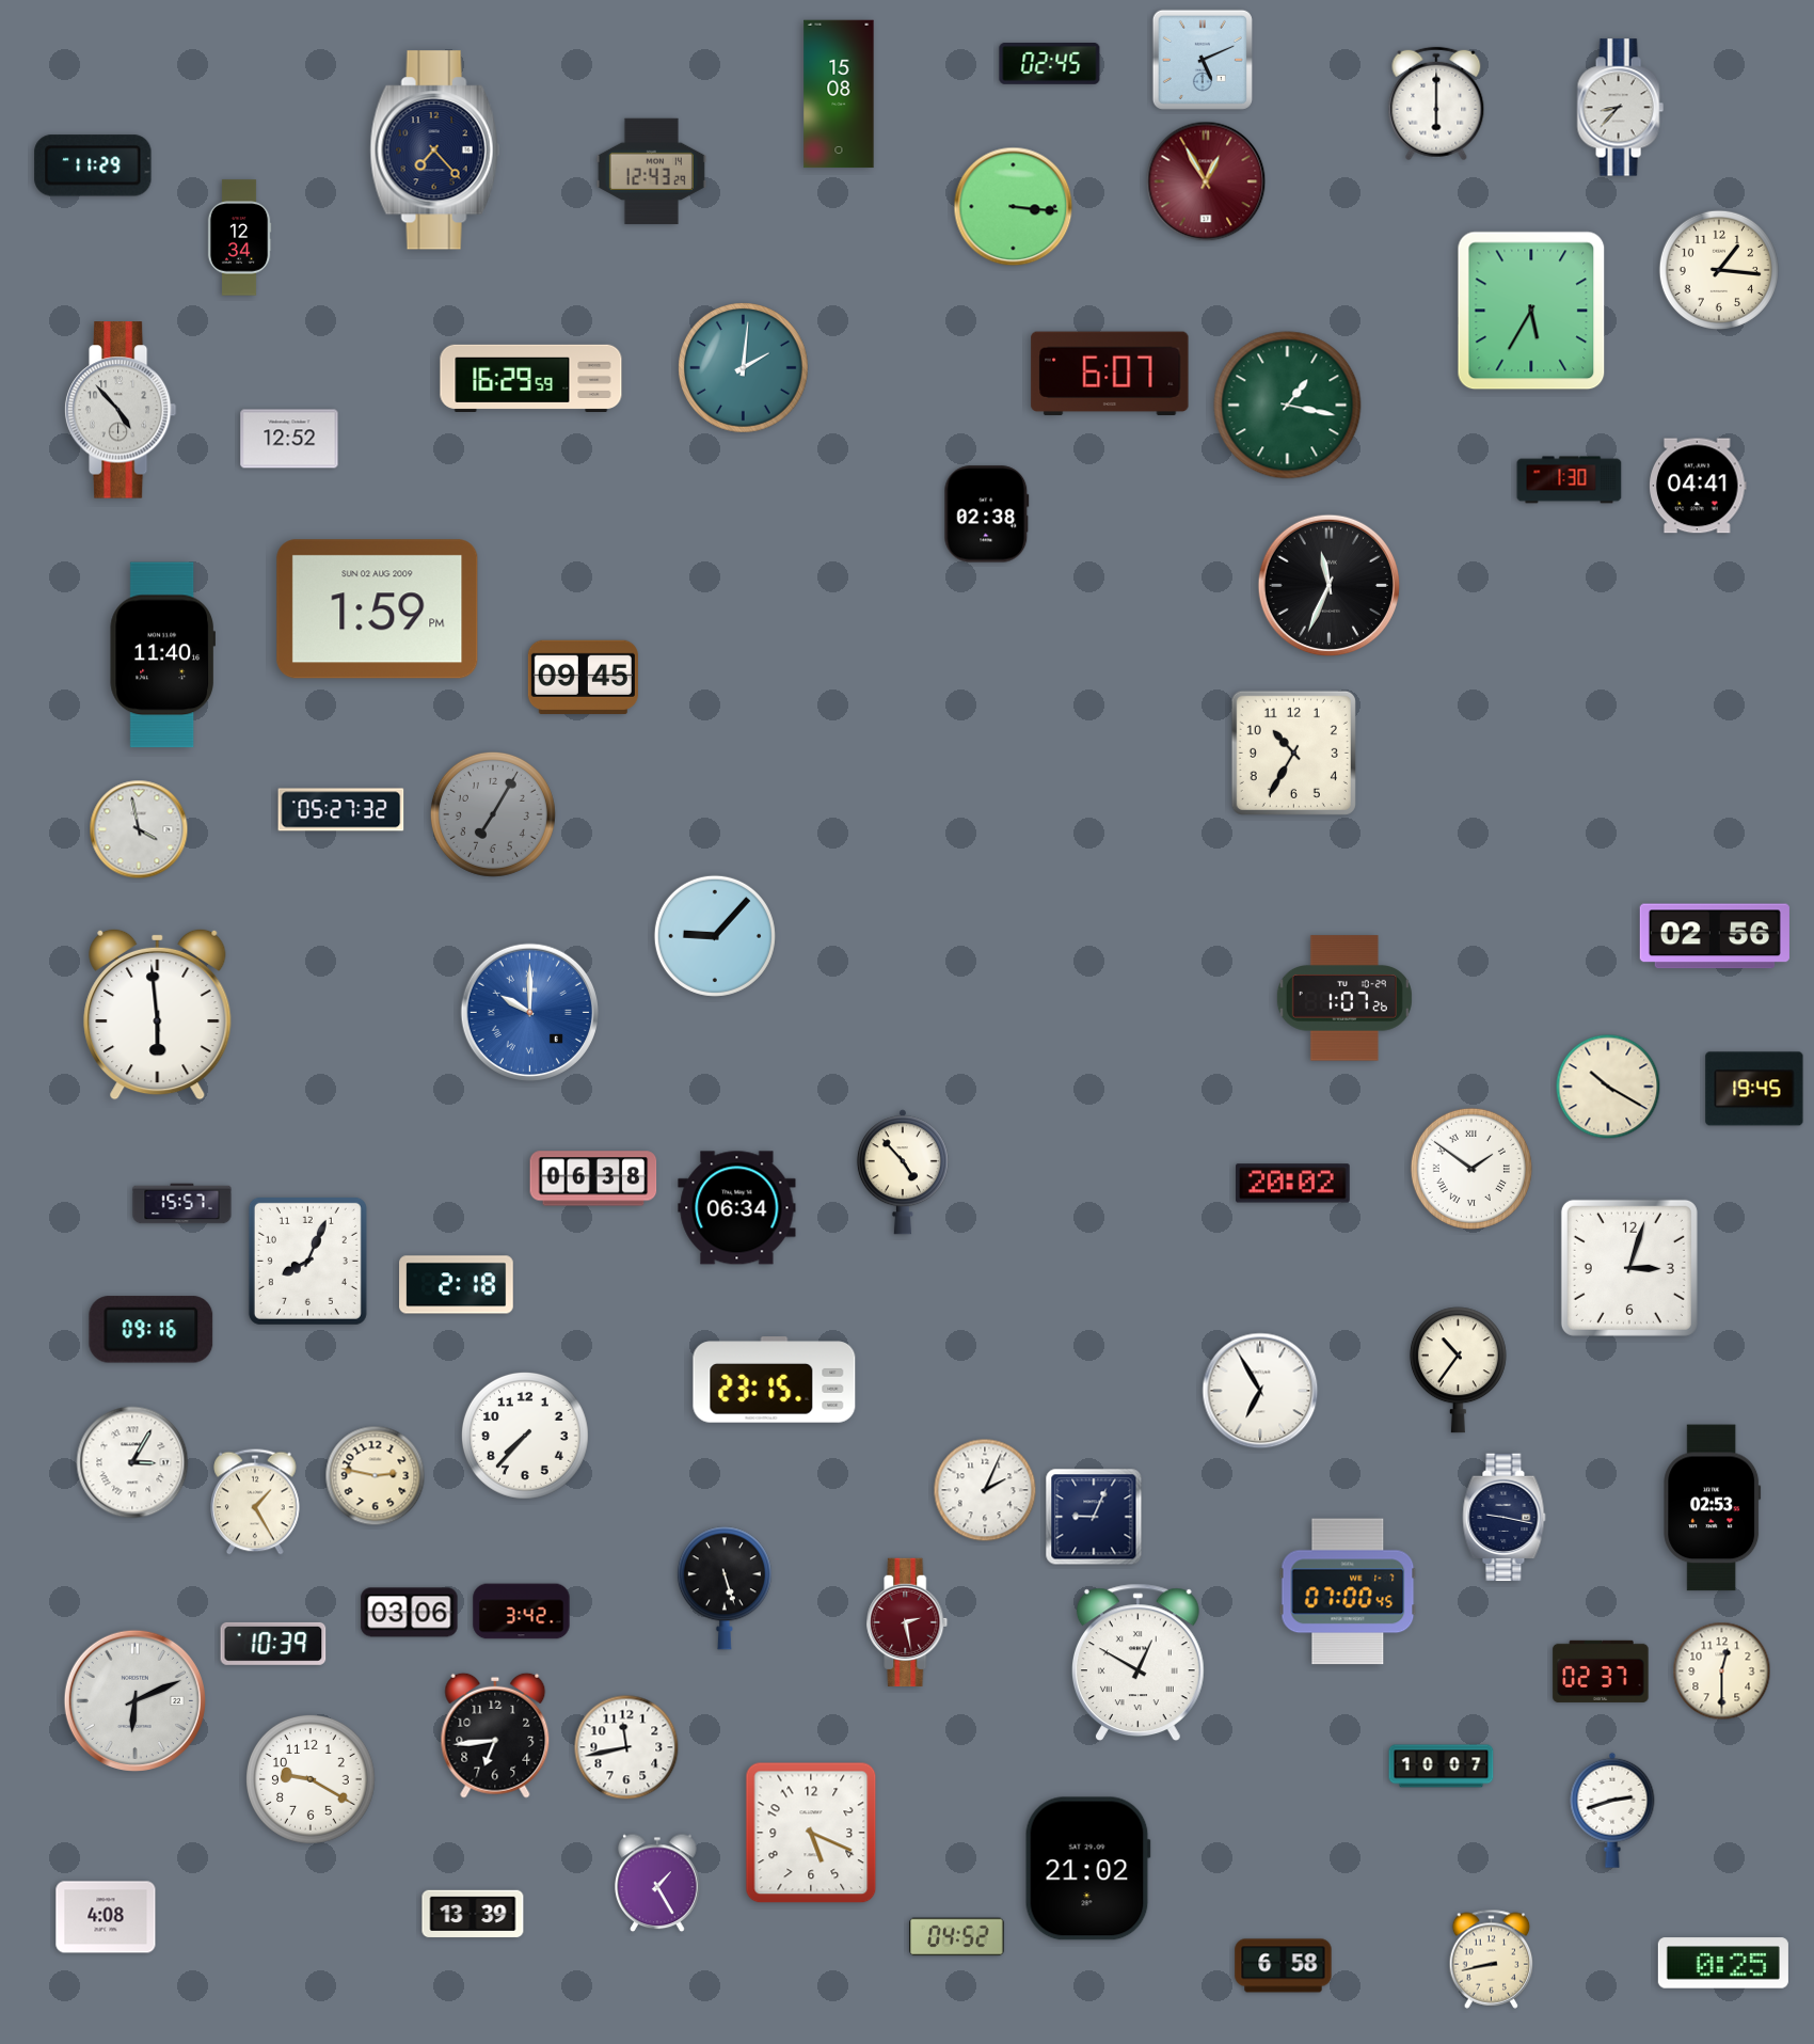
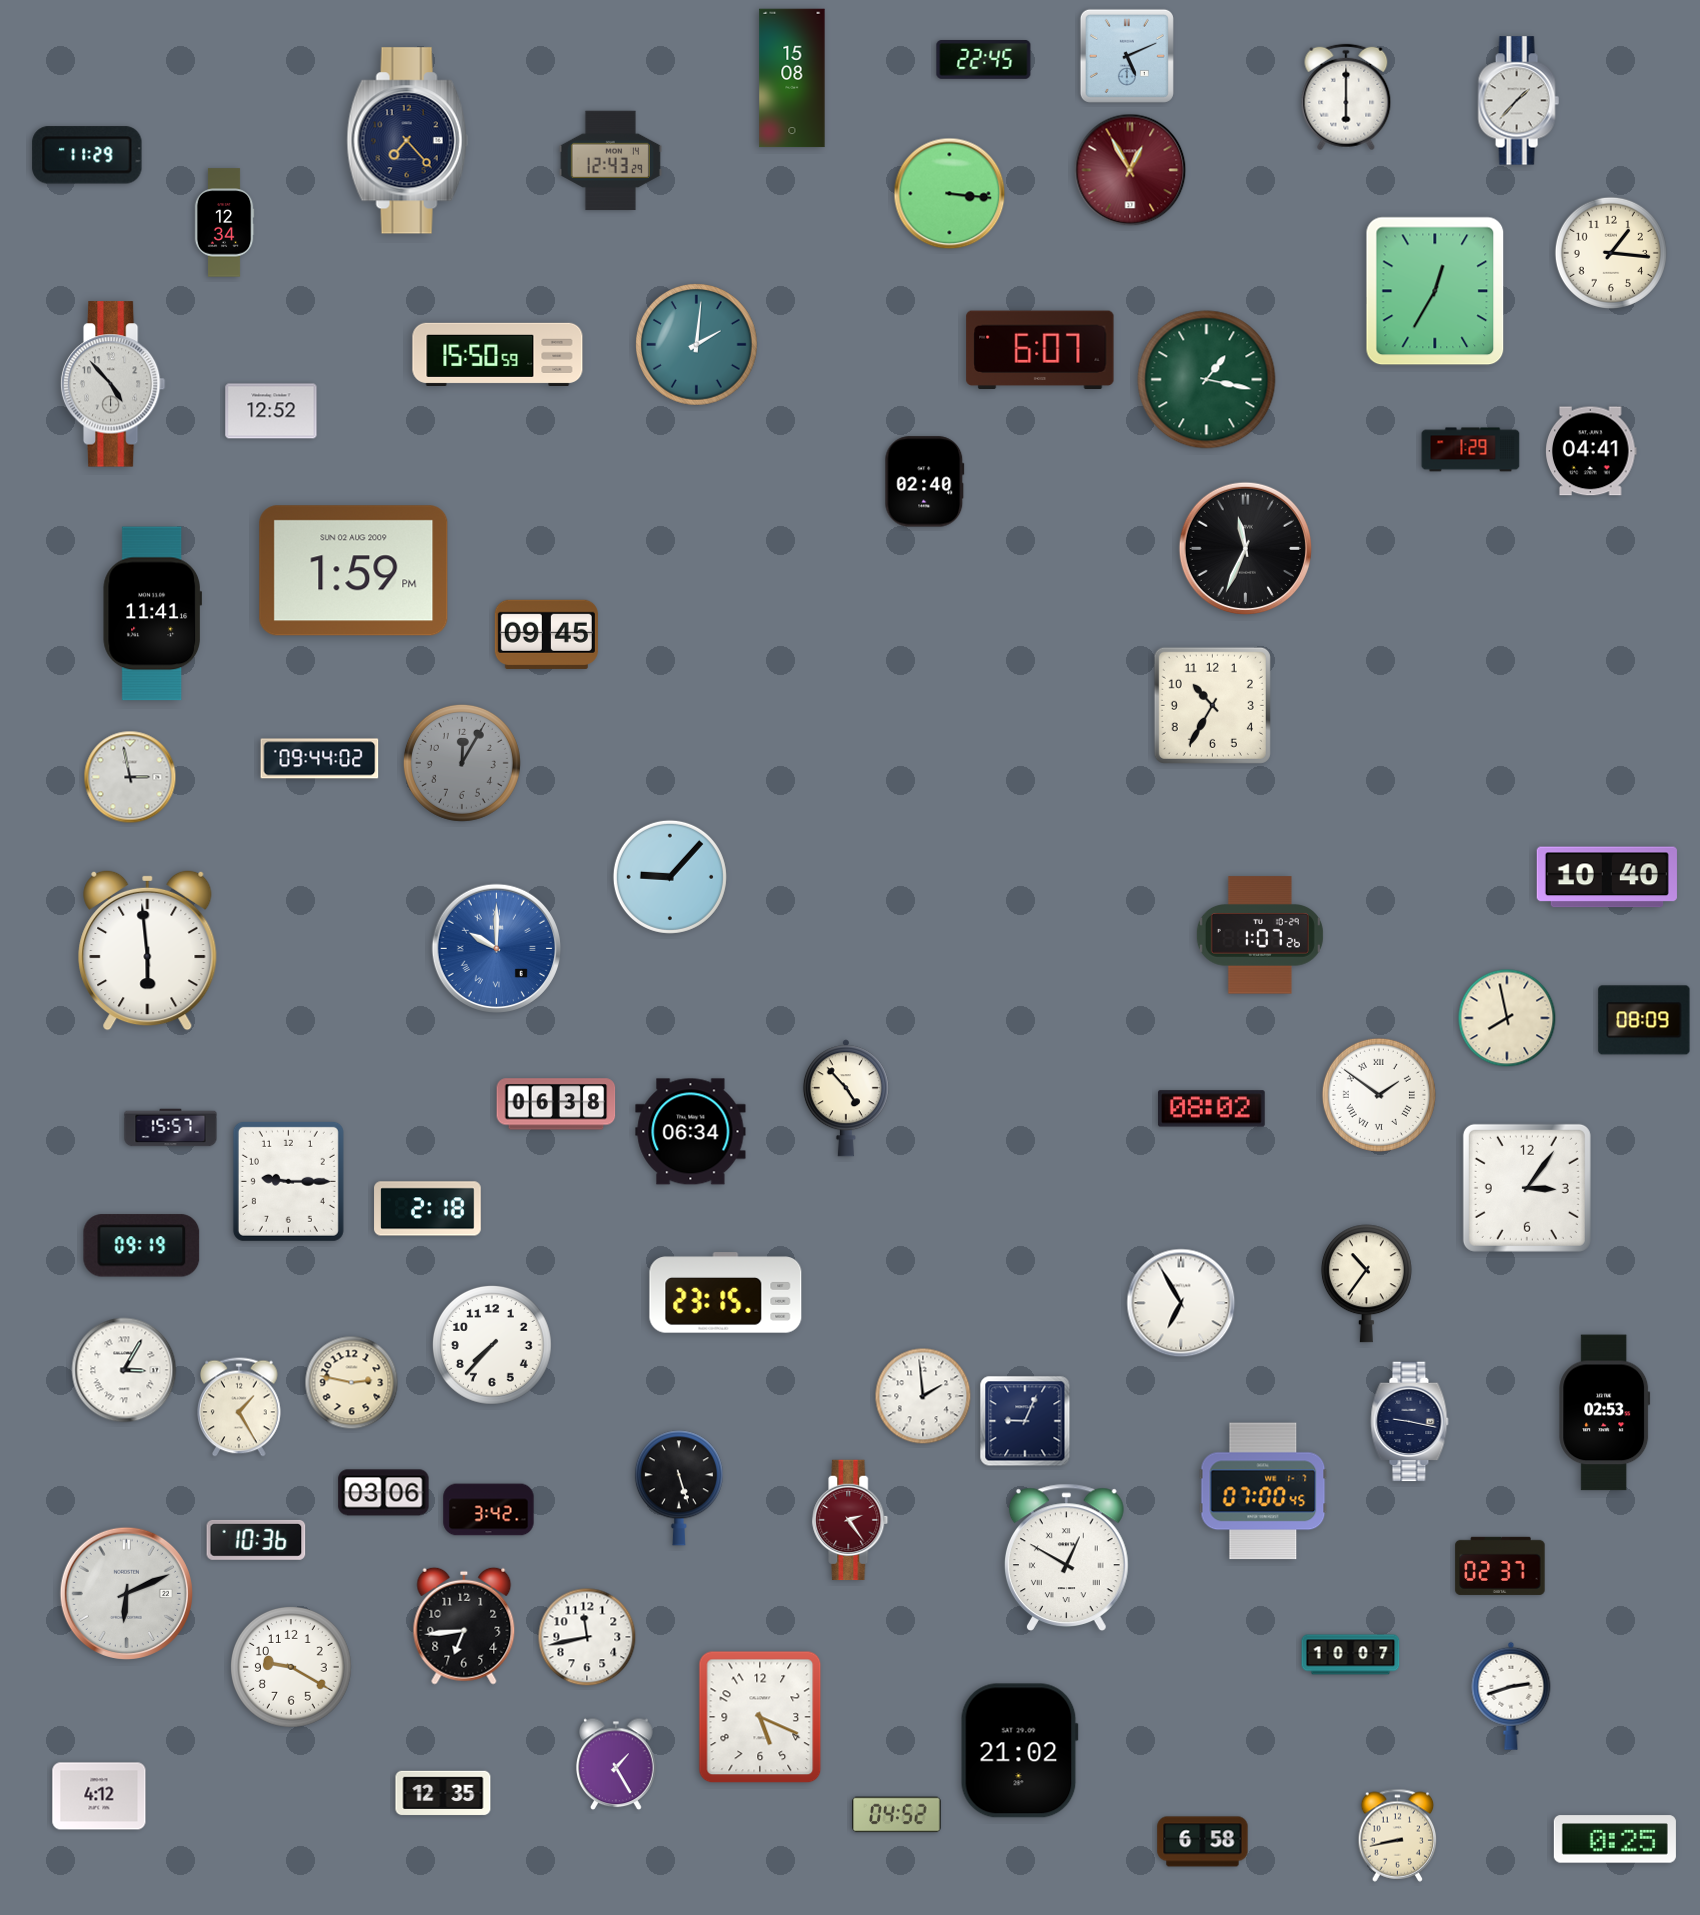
clock at (1050, 64): 02:45 -> 22:45
clock at (839, 94) position: (839, 94) -> (792, 78)
clock at (1620, 108): 8:37 -> 1:37
clock at (1531, 311): 5:35 -> 12:35
clock at (531, 378): 16:29 -> 15:50
clock at (1570, 480): 1:30 -> 1:29
clock at (1699, 486) position: (1699, 486) -> (1592, 451)
clock at (987, 514): 02:38 -> 02:40
clock at (162, 655): 11:40 -> 11:41
clock at (341, 810): 05:27 -> 09:44
clock at (493, 814): 7:05 -> 12:05
clock at (139, 829): 3:58 -> 2:58
clock at (1715, 936): 02:56 -> 10:40
clock at (1608, 1087): 10:20 -> 7:58
clock at (1754, 1089): 19:45 -> 08:09
clock at (1293, 1184): 20:02 -> 08:02
clock at (307, 1261): 8:04 -> 9:15
clock at (1629, 1268): 3:03 -> 3:06
clock at (457, 1285) position: (457, 1285) -> (428, 1209)
clock at (152, 1330): 09:16 -> 09:19
clock at (985, 1490): 2:04 -> 1:59
clock at (410, 1613) position: (410, 1613) -> (384, 1493)
clock at (907, 1622): 2:28 -> 2:24
clock at (273, 1644): 10:39 -> 10:36
clock at (1722, 1671): 12:30 -> none
clock at (473, 1914): 13:39 -> 12:35
clock at (106, 1917): 4:08 -> 4:12
